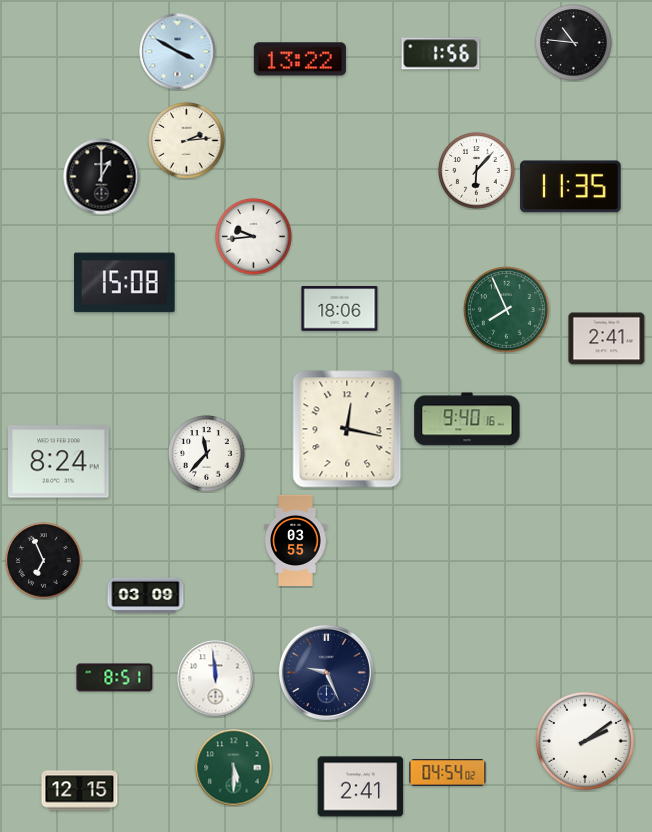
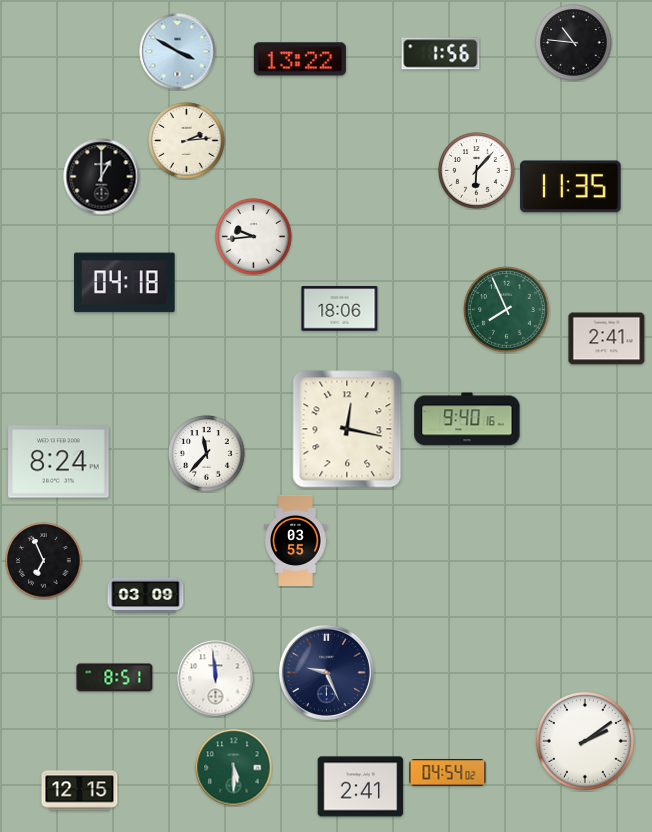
clock at (125, 283): 15:08 -> 04:18
